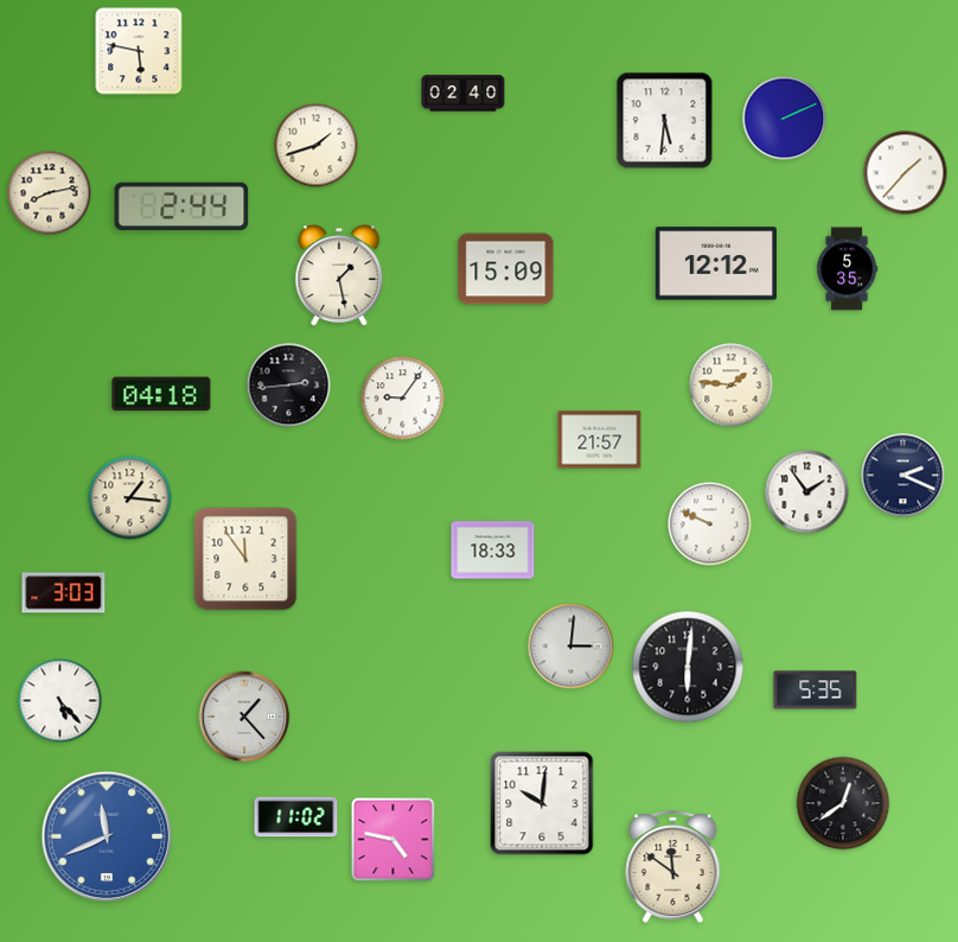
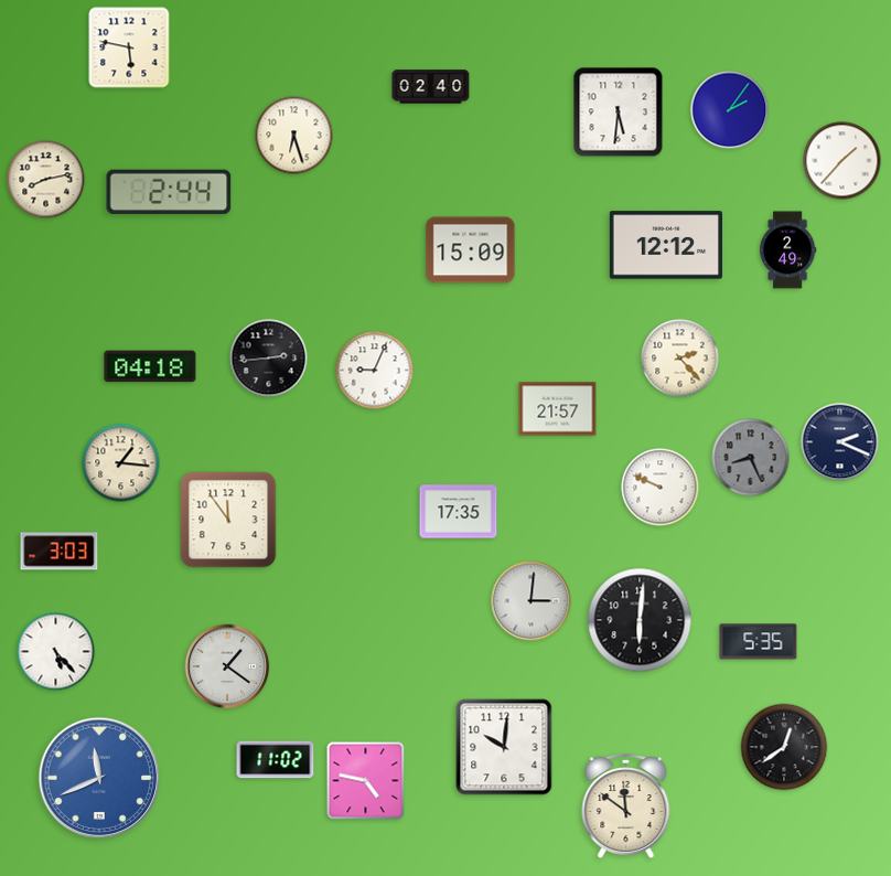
clock at (785, 119): 2:11 -> 2:06
clock at (317, 146): 1:42 -> 6:27
clock at (847, 269): 5:35 -> 2:49
clock at (339, 275): 1:28 -> none
clock at (732, 386): 1:46 -> 2:23
clock at (403, 399): 9:06 -> 9:04
clock at (807, 492): 1:54 -> 8:26
clock at (807, 492) dial: white -> grey
clock at (493, 550): 18:33 -> 17:35
clock at (244, 717): 1:23 -> 1:21
